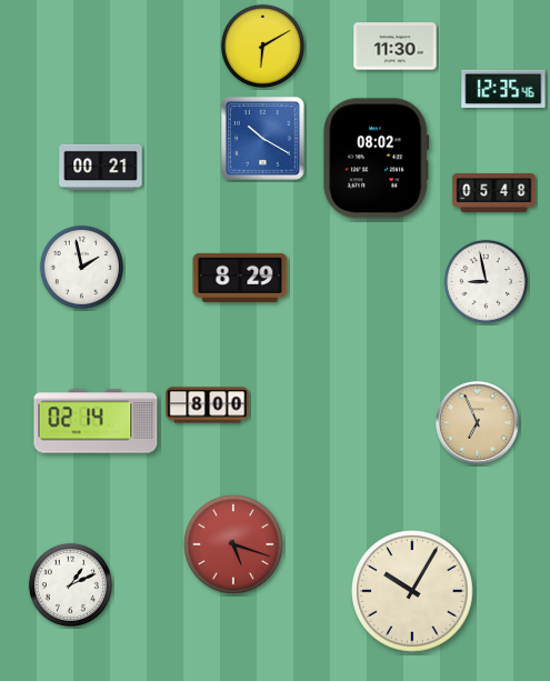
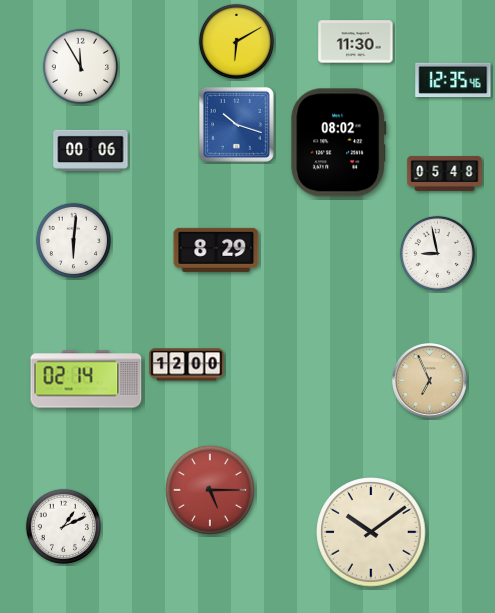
clock at (80, 66): none -> 11:55
clock at (262, 138): 10:20 -> 10:18
clock at (101, 167): 00:21 -> 00:06
clock at (81, 267): 1:58 -> 6:01
clock at (208, 405): 8:00 -> 12:00
clock at (233, 544): 5:18 -> 5:15
clock at (412, 591): 10:05 -> 10:09
